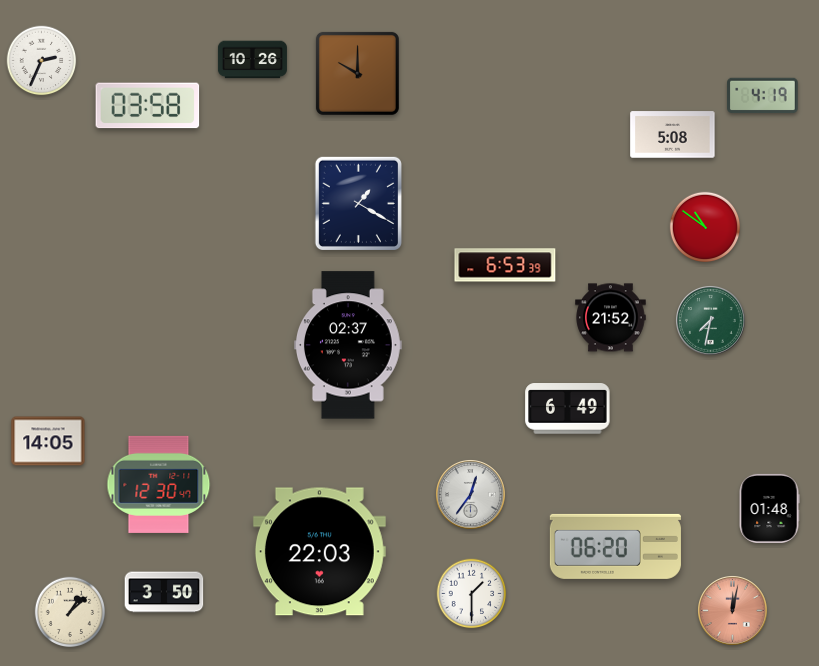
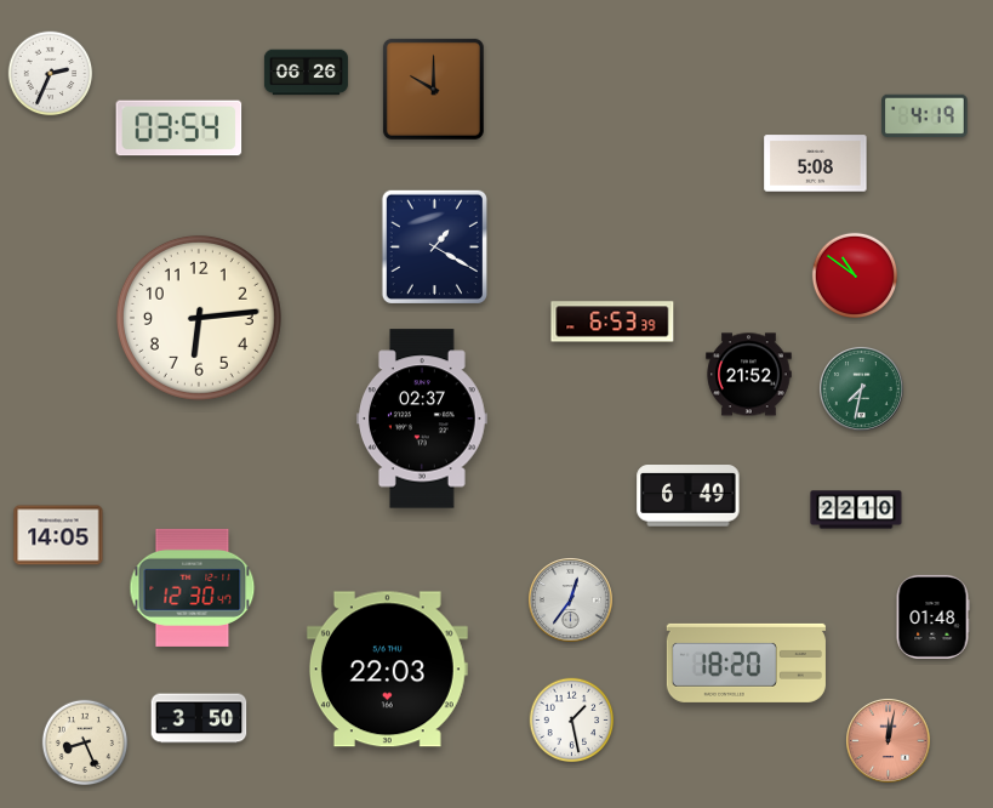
clock at (252, 60): 10:26 -> 06:26
clock at (148, 106): 03:58 -> 03:54
clock at (199, 318): none -> 6:14
clock at (611, 318) position: (611, 318) -> (749, 375)
clock at (856, 510): none -> 22:10
clock at (615, 546): 06:20 -> 18:20
clock at (472, 594): 1:30 -> 1:28
clock at (70, 612): 1:08 -> 8:26
